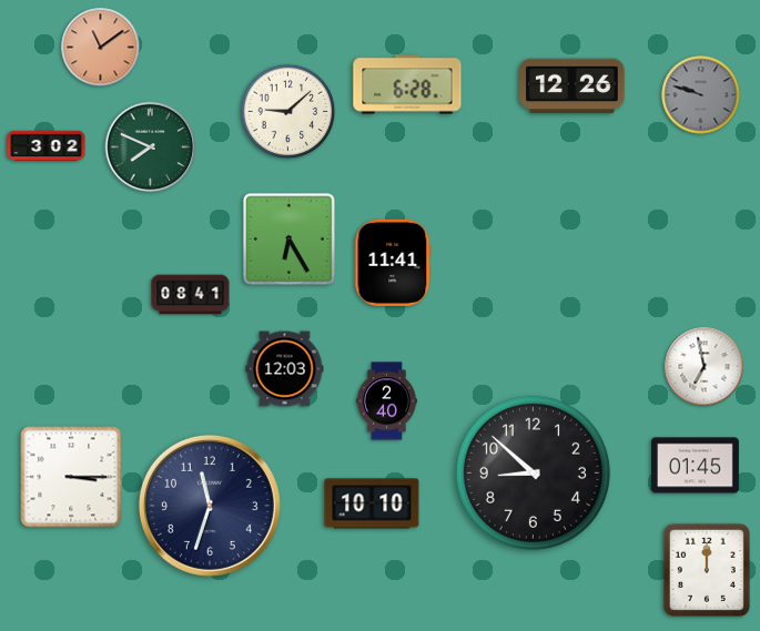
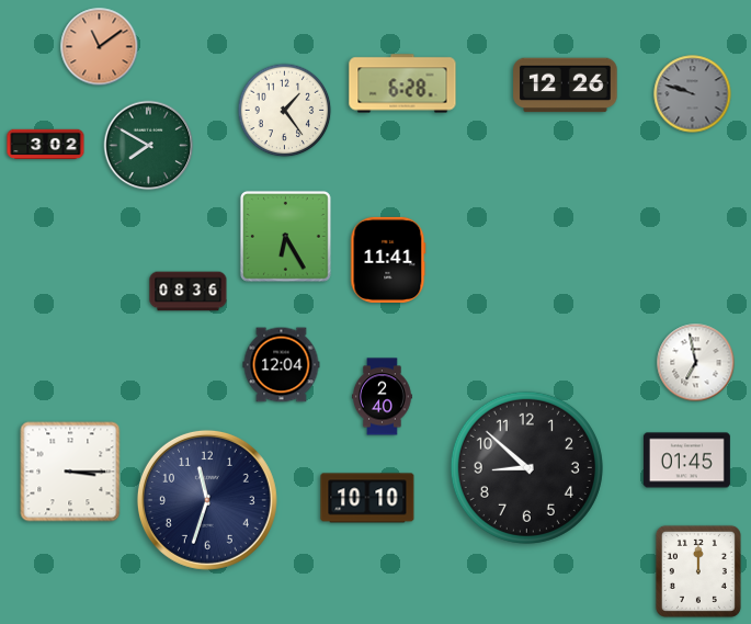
clock at (288, 112): 9:08 -> 1:24
clock at (151, 147): 7:49 -> 7:50
clock at (191, 295): 08:41 -> 08:36
clock at (285, 369): 12:03 -> 12:04
clock at (707, 570) position: (707, 570) -> (698, 571)
